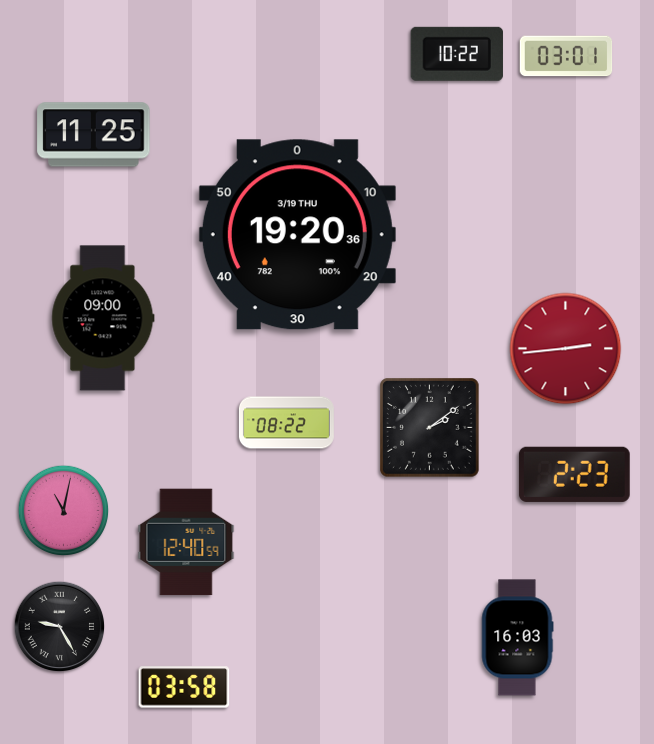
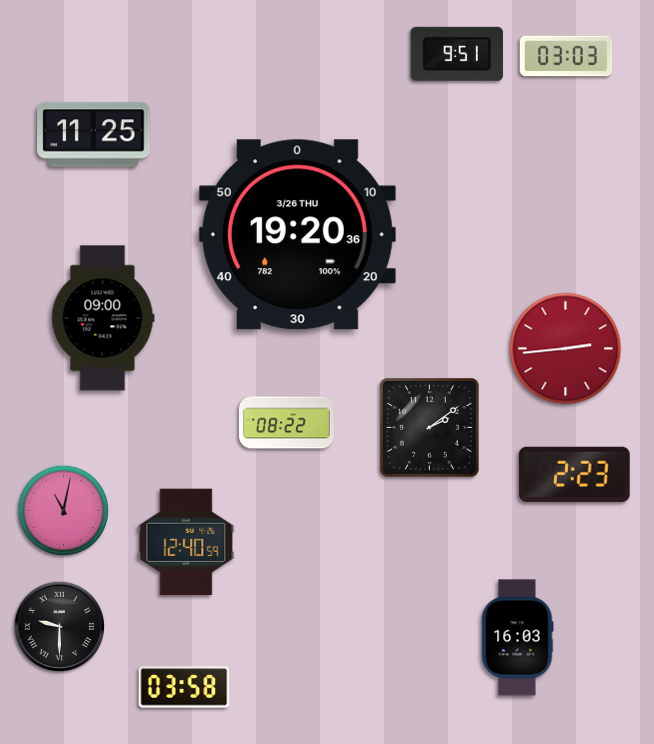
clock at (457, 54): 10:22 -> 9:51
clock at (566, 56): 03:01 -> 03:03
clock at (297, 235) date: 3/19 THU -> 3/26 THU
clock at (60, 627): 9:25 -> 9:30
